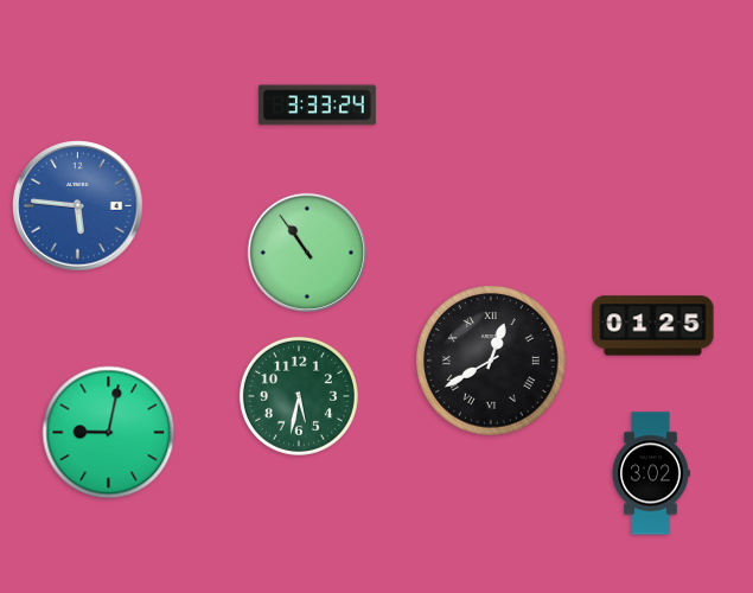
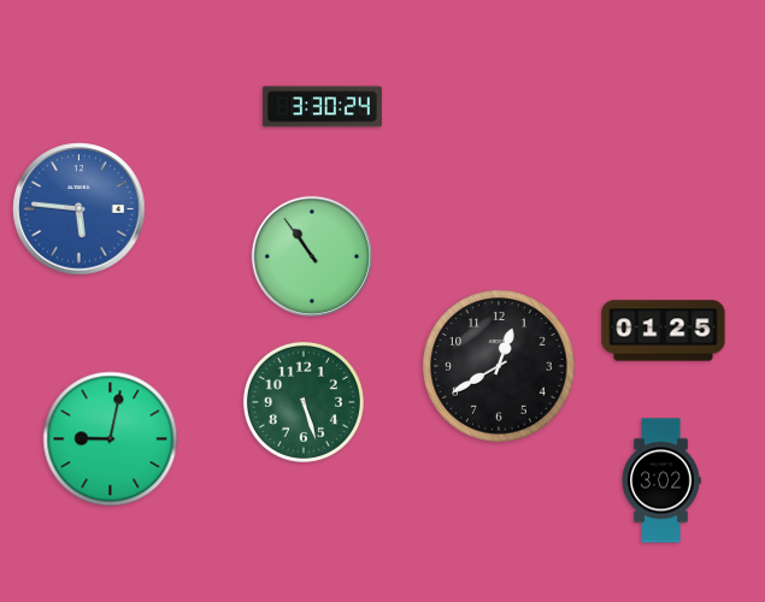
clock at (317, 106): 3:33 -> 3:30
clock at (491, 361) numerals: Roman -> Arabic
clock at (299, 396): 5:32 -> 5:27
